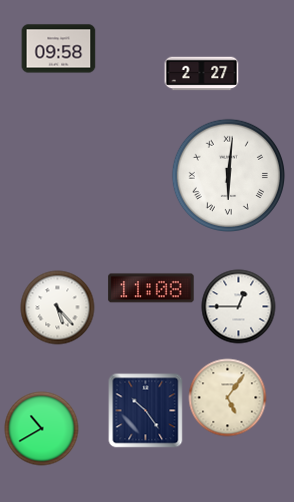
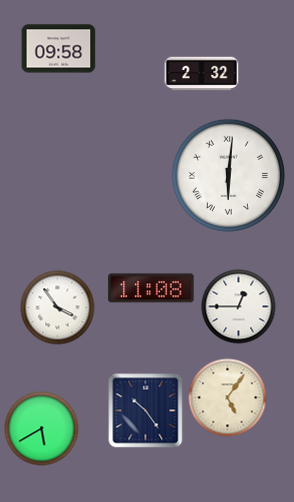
clock at (202, 74): 2:27 -> 2:32
clock at (58, 308): 5:23 -> 3:54
clock at (42, 429): 10:40 -> 5:40
